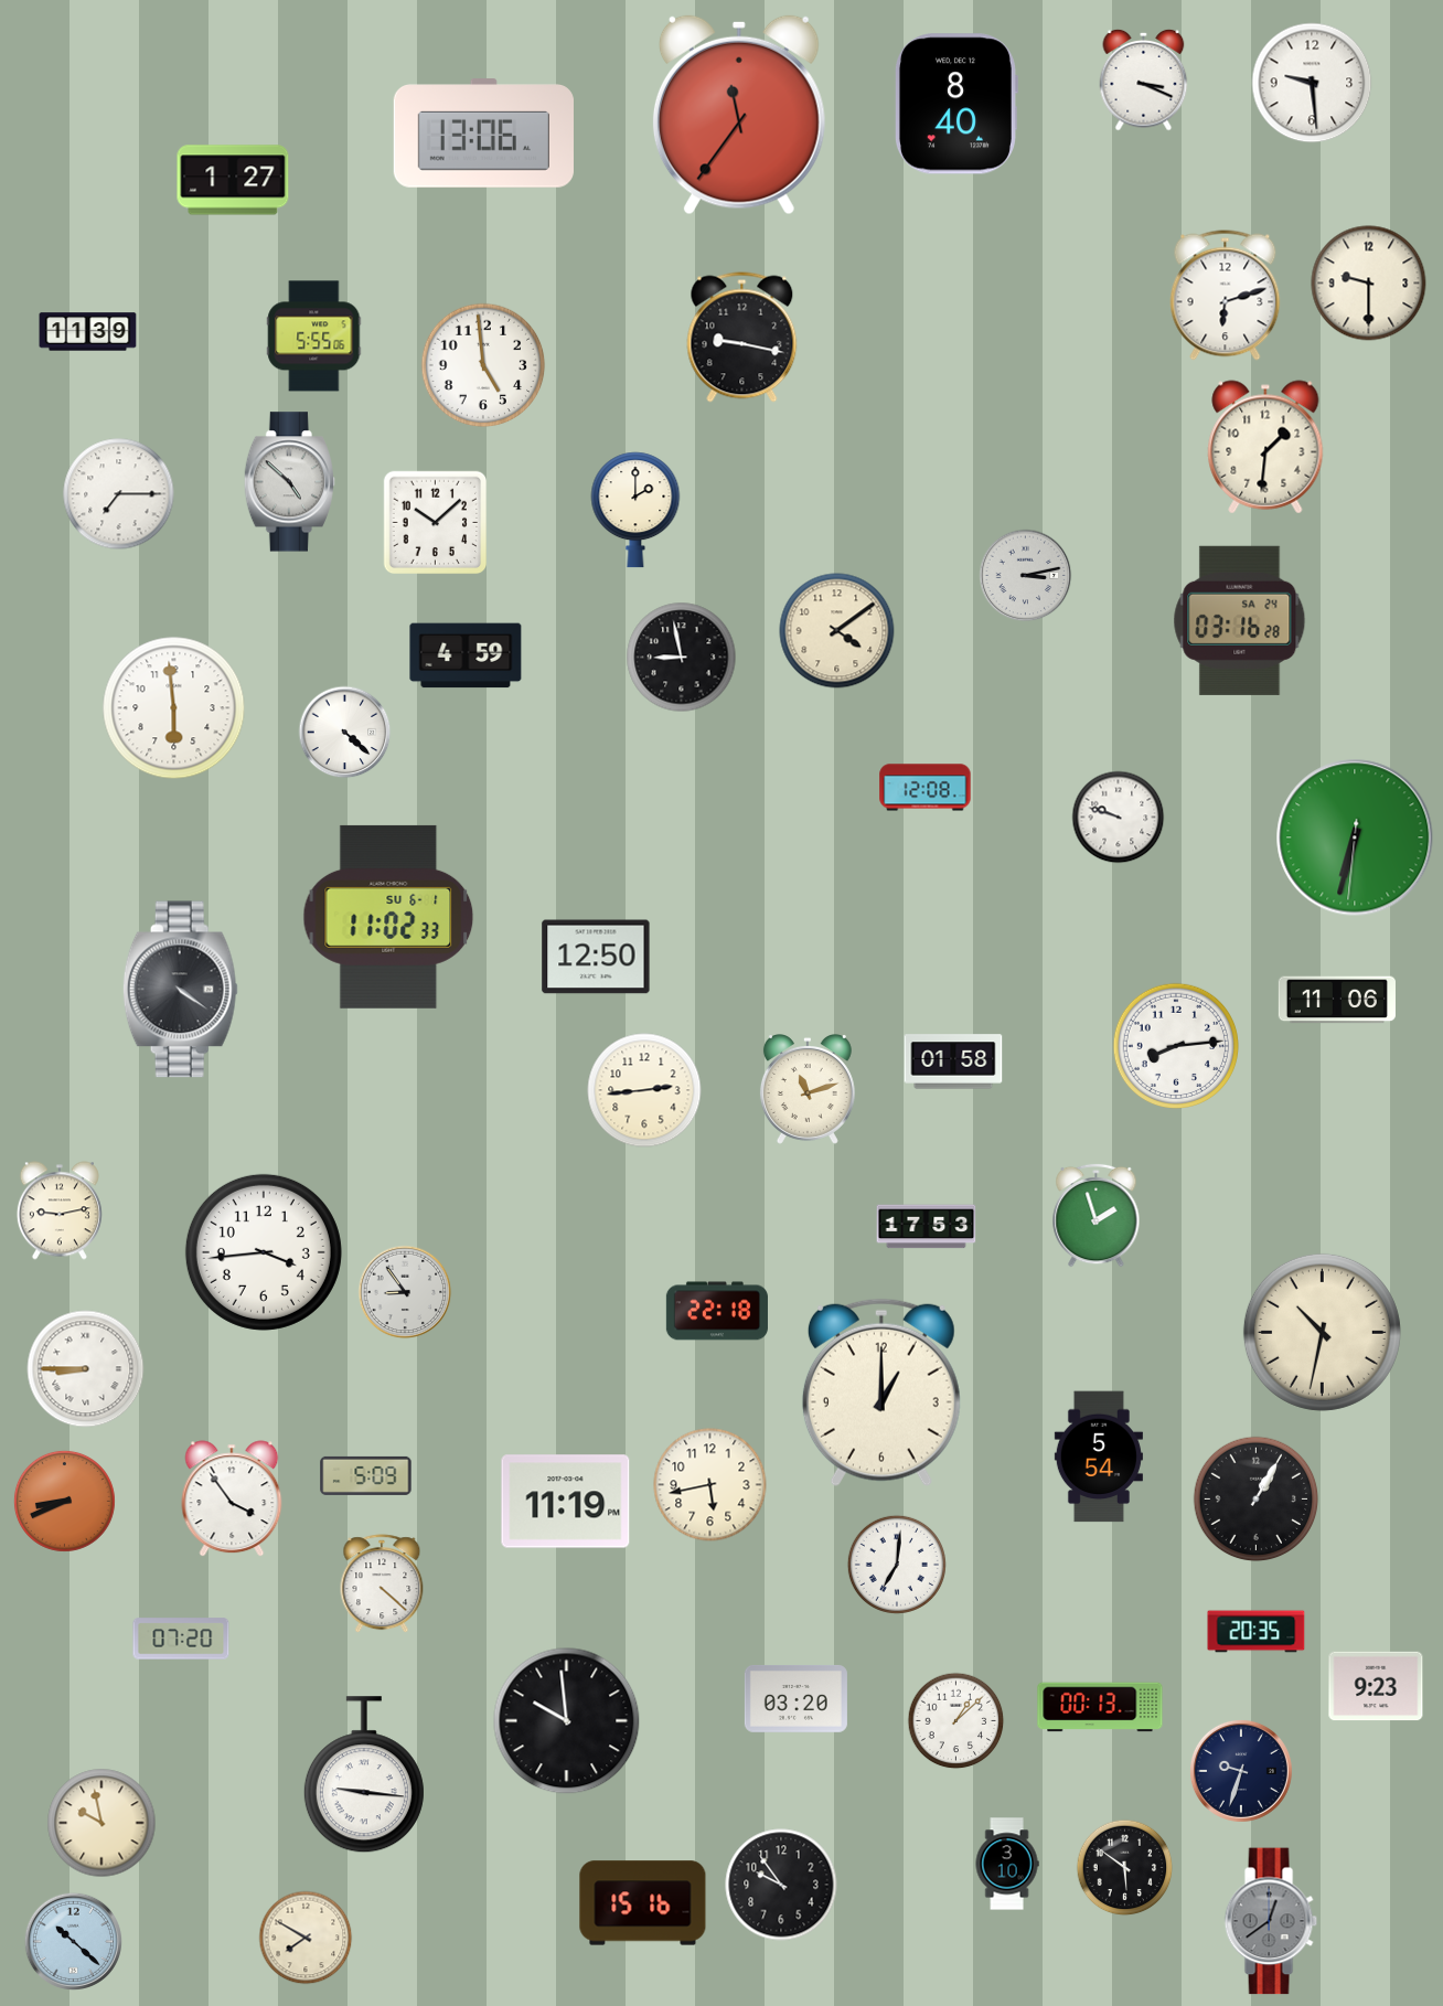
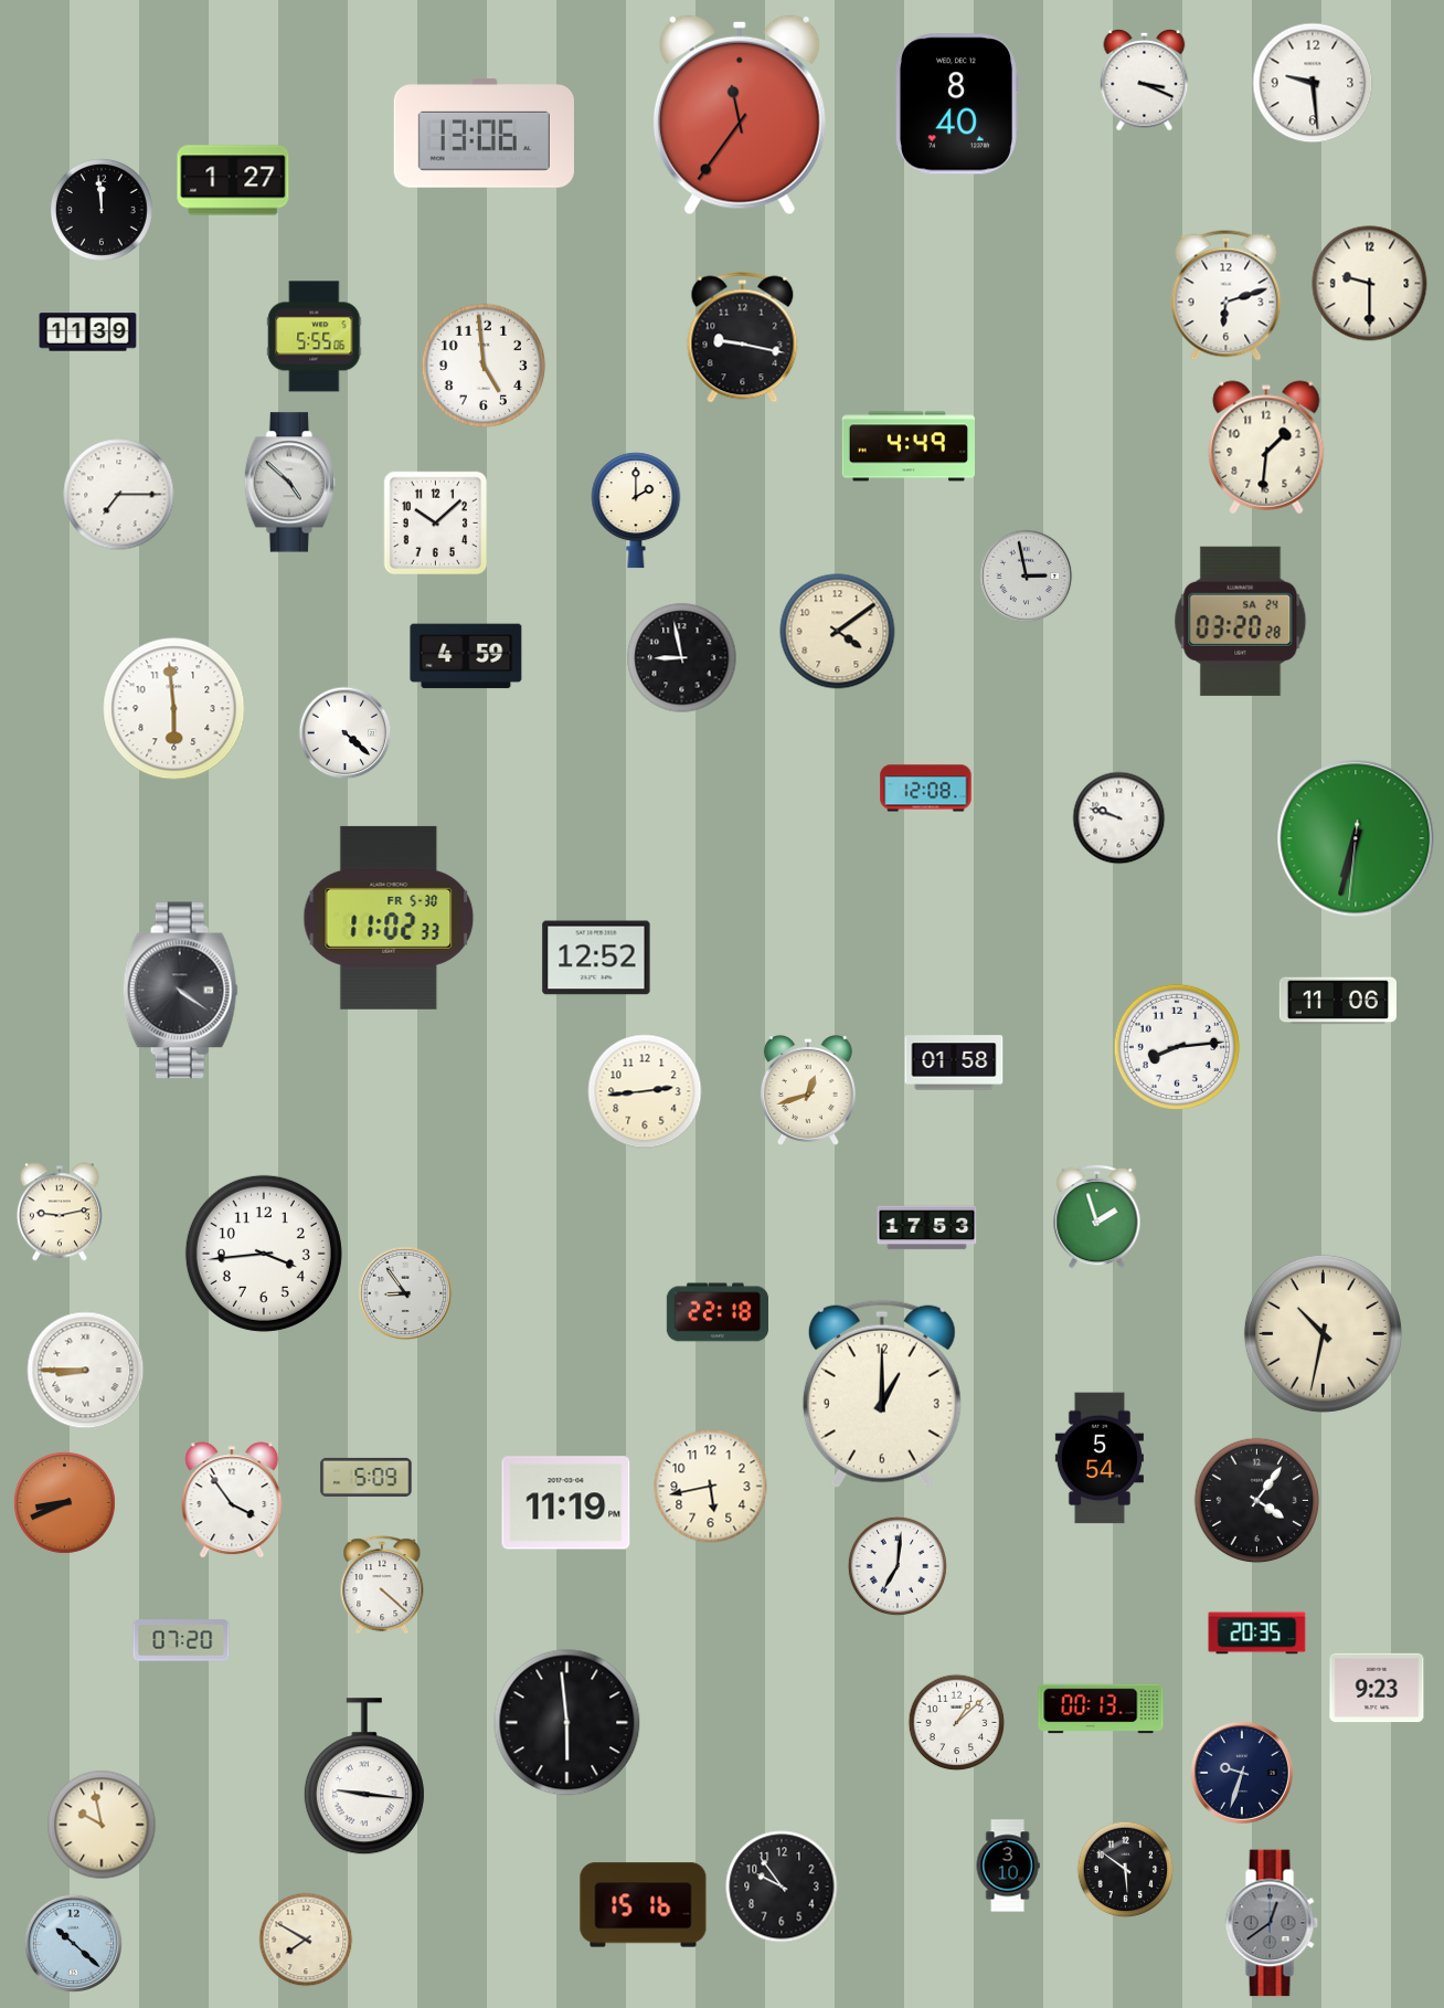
clock at (102, 210): none -> 11:59
clock at (907, 446): none -> 4:49
clock at (1026, 576): 3:13 -> 2:58
clock at (1240, 620): 03:16 -> 03:20
clock at (388, 917) date: SU 6-1 -> FR 5-30
clock at (596, 957): 12:50 -> 12:52
clock at (808, 1090): 11:12 -> 12:42
clock at (1257, 1500): 1:05 -> 4:06
clock at (795, 1698): 03:20 -> none
clock at (567, 1721): 9:59 -> 5:59
